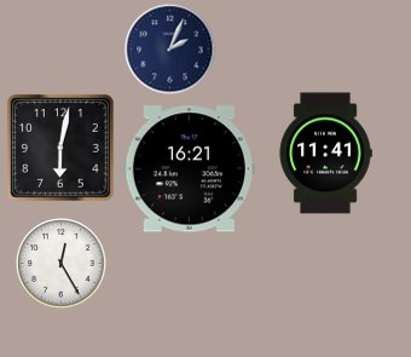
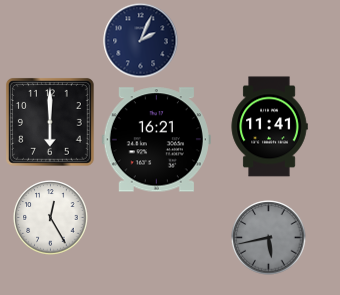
clock at (60, 148): 6:02 -> 6:00
clock at (269, 238): none -> 5:43
